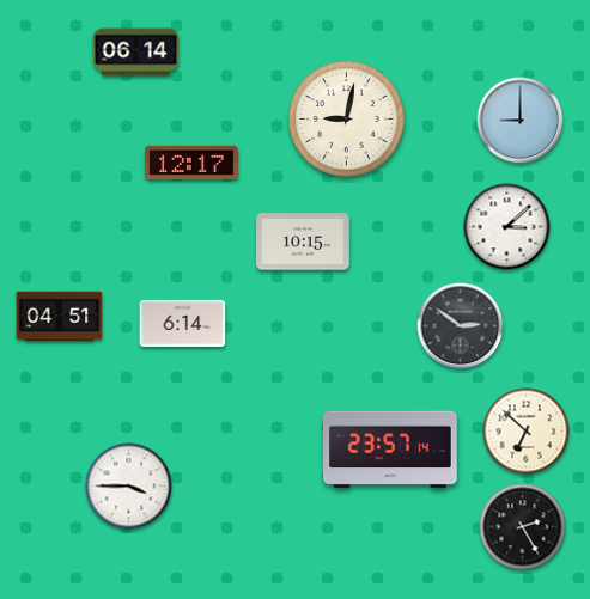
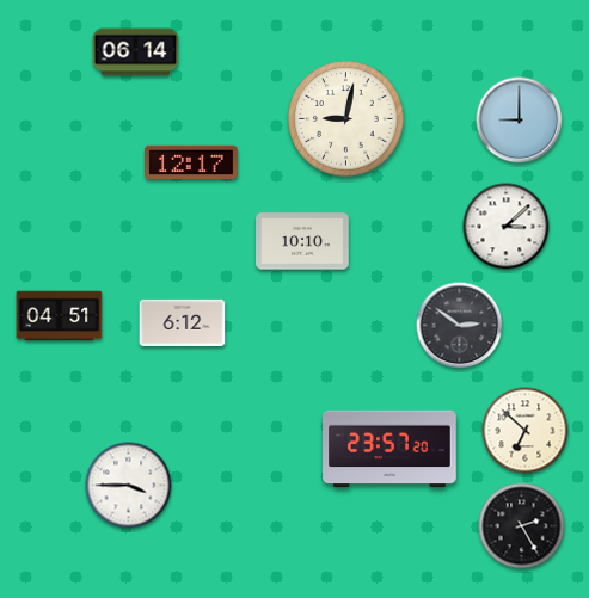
clock at (303, 242): 10:15 -> 10:10
clock at (183, 323): 6:14 -> 6:12
clock at (390, 450): 23:57:14 -> 23:57:20
